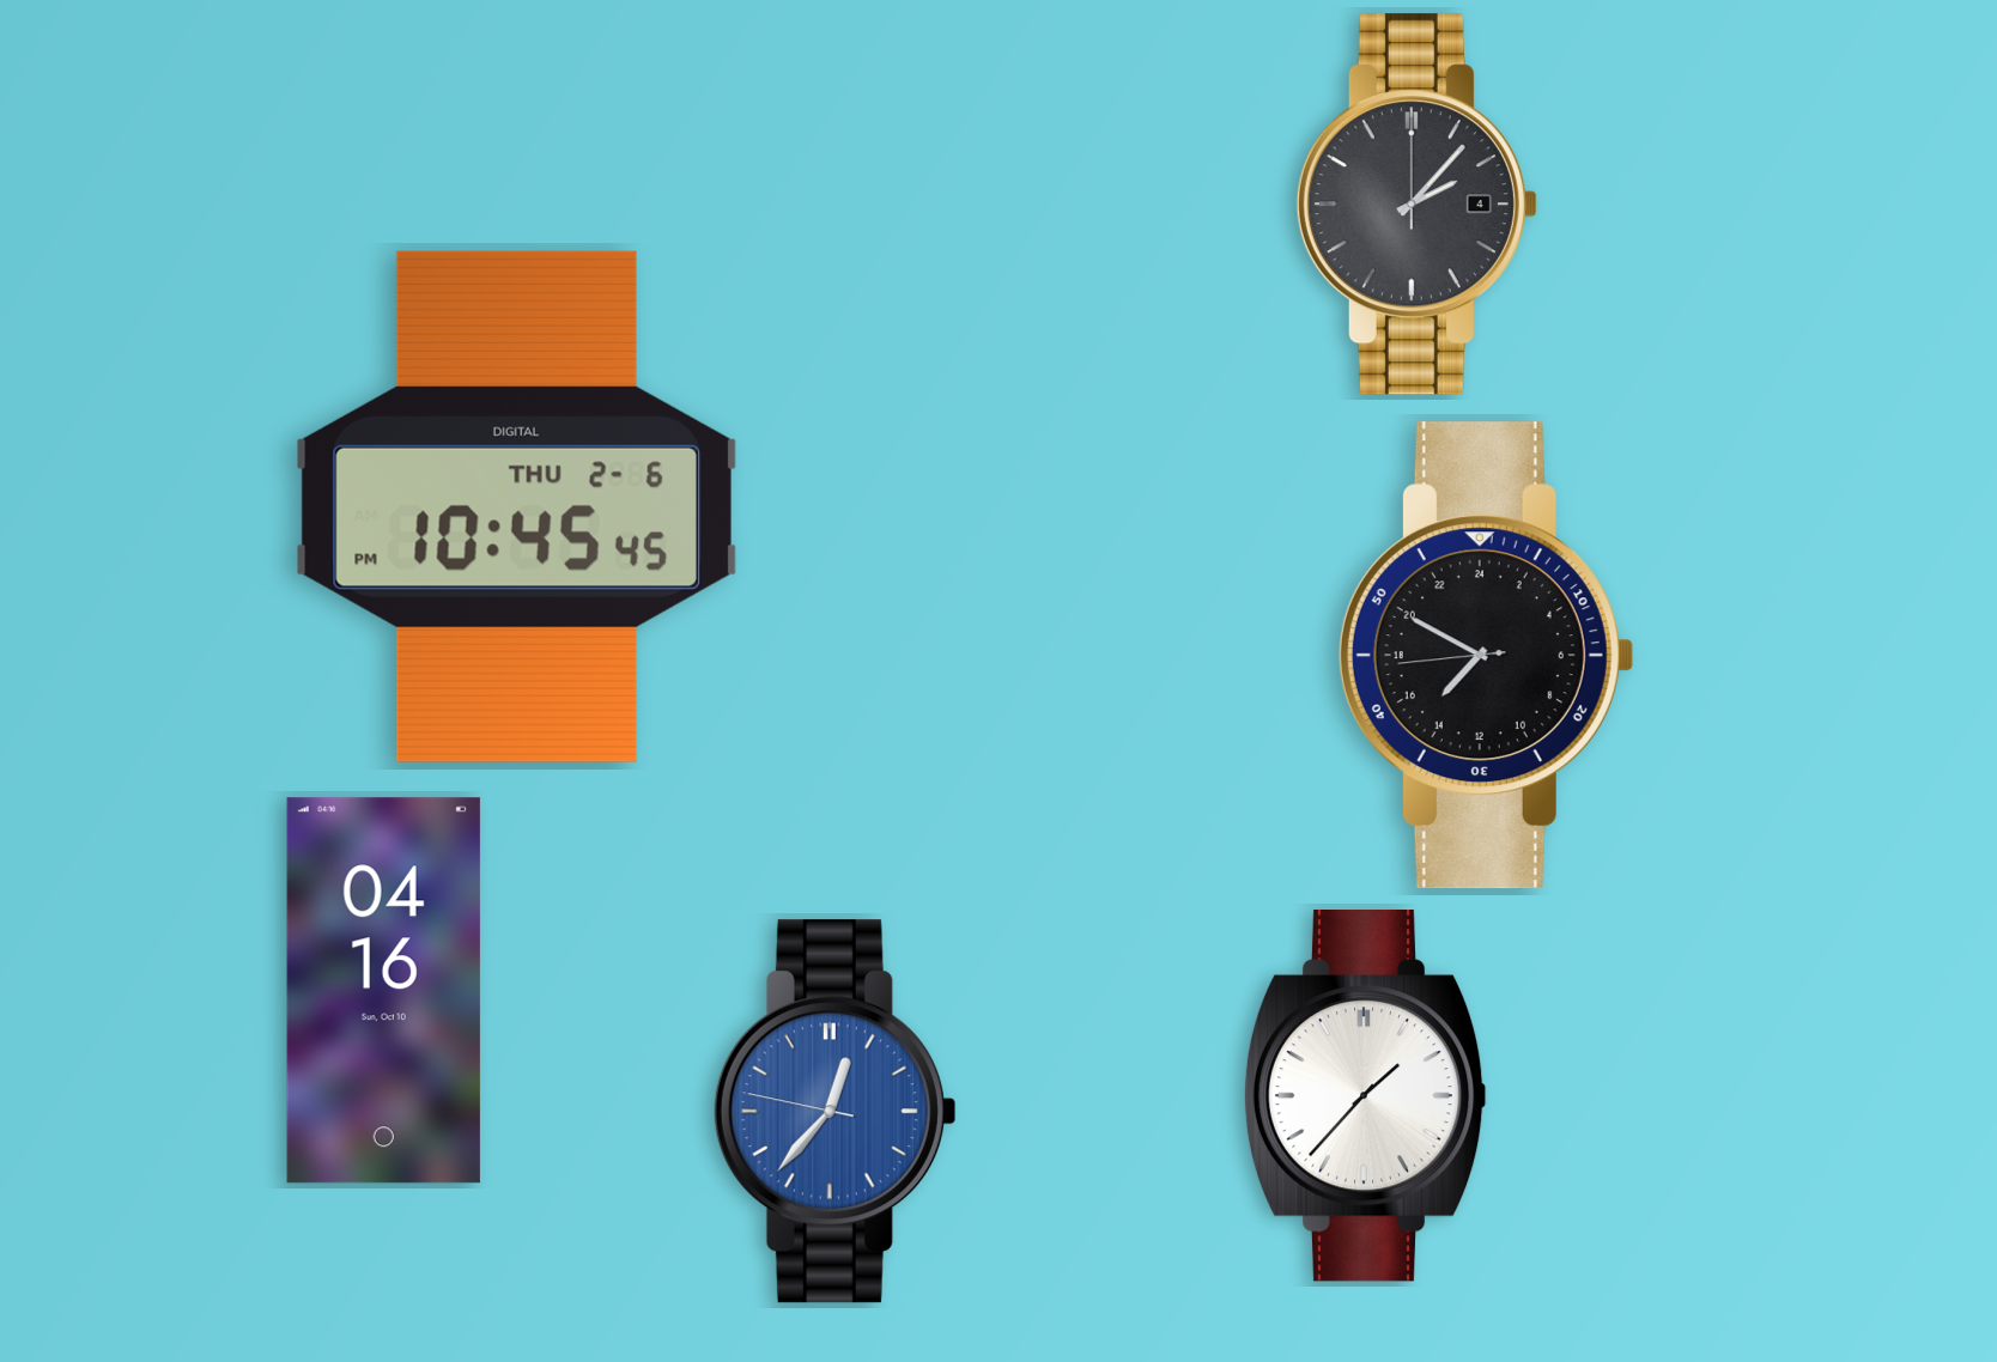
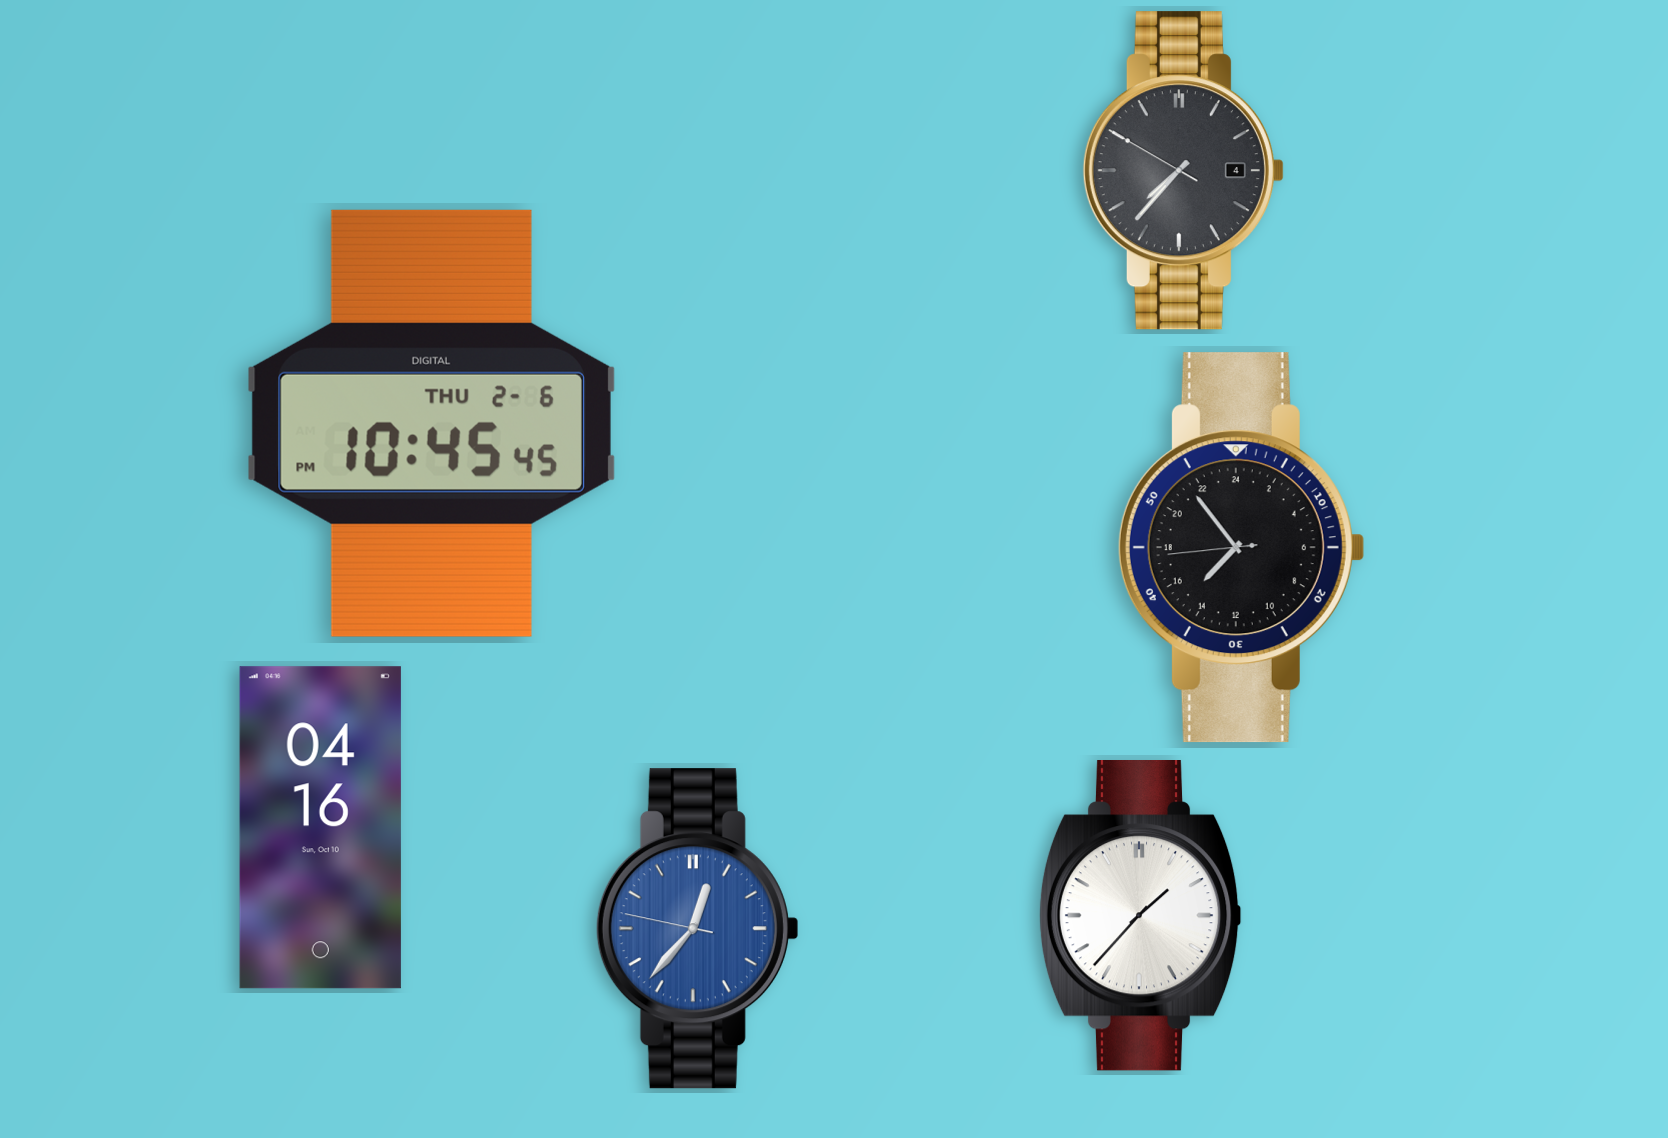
clock at (1416, 205): 2:07 -> 7:36
clock at (1486, 656): 14:49 -> 14:53
